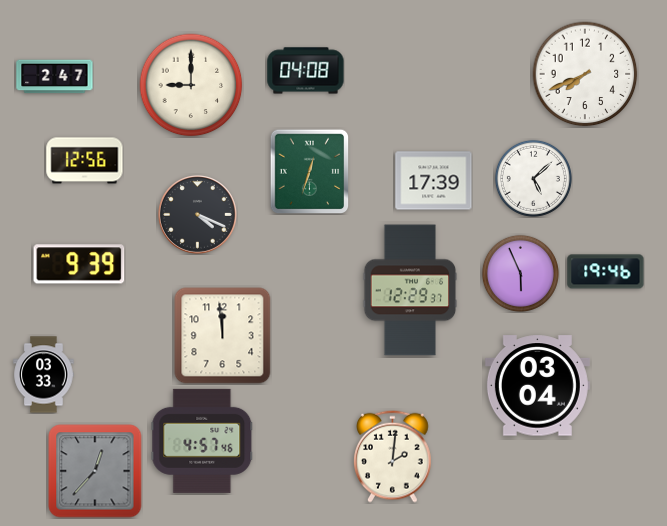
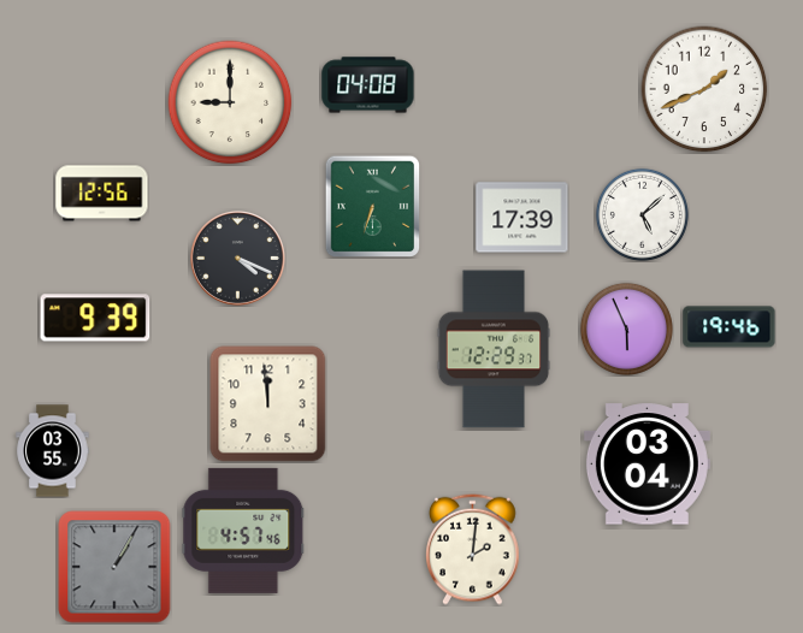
clock at (585, 74): 7:41 -> 1:41
clock at (55, 77): 2:47 -> none
clock at (310, 171): 12:33 -> 6:33
clock at (44, 375): 03:33 -> 03:55
clock at (95, 471): 12:37 -> 1:05
